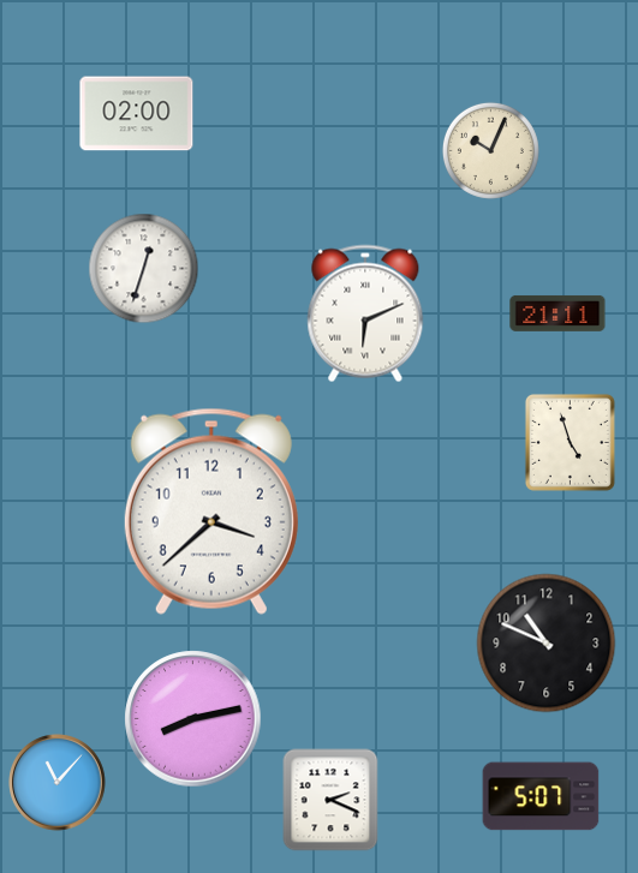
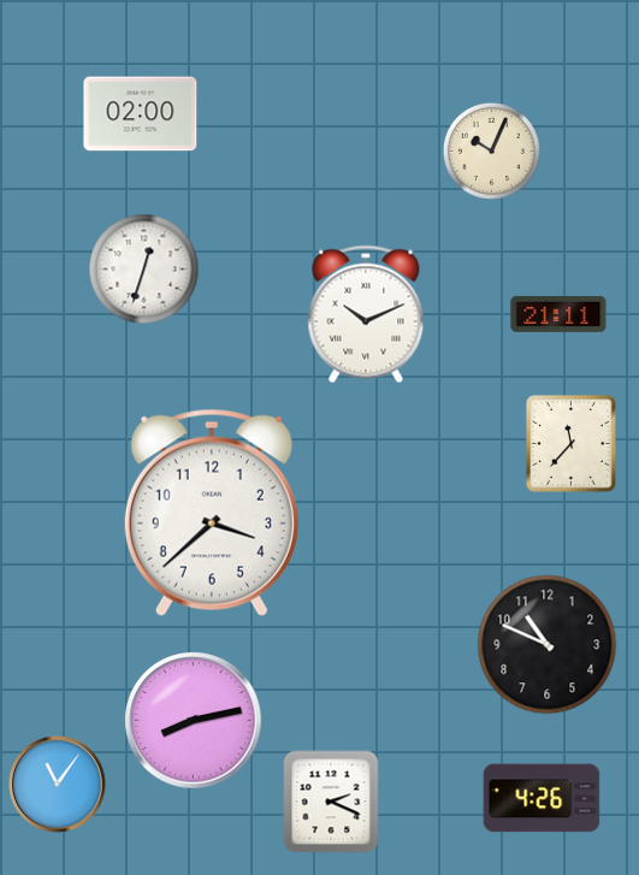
clock at (137, 114) position: (137, 114) -> (141, 114)
clock at (365, 313): 6:11 -> 10:11
clock at (570, 442): 4:57 -> 11:37
clock at (58, 783): 11:07 -> 11:06
clock at (541, 796): 5:07 -> 4:26
